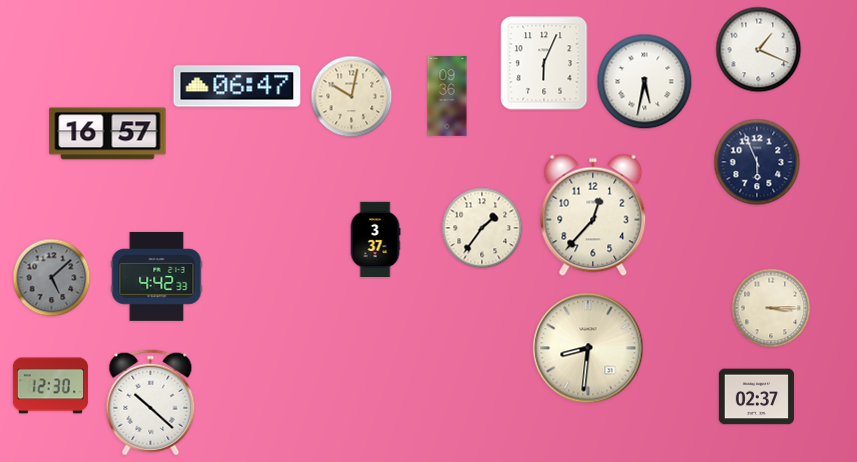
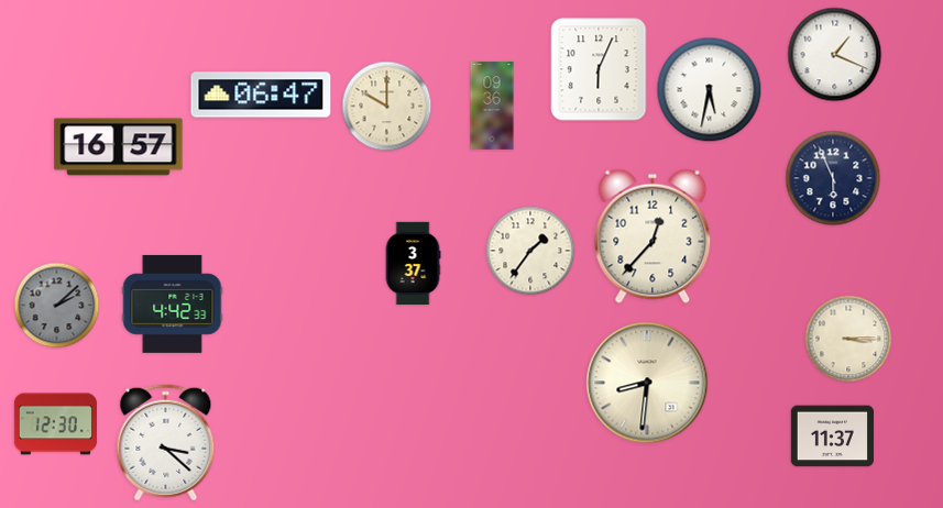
clock at (352, 97): 10:02 -> 10:00
clock at (52, 278): 5:08 -> 2:08
clock at (756, 397): 02:37 -> 11:37
clock at (151, 403): 10:22 -> 3:22
